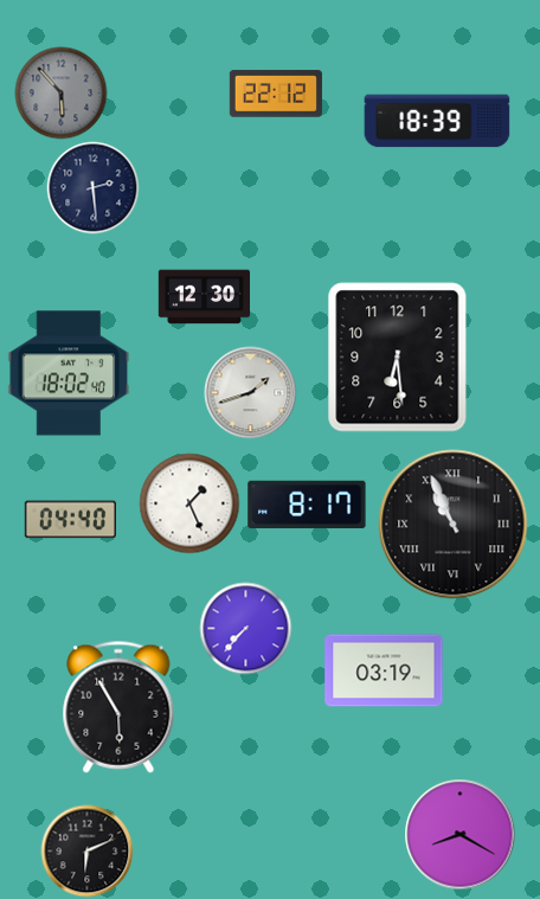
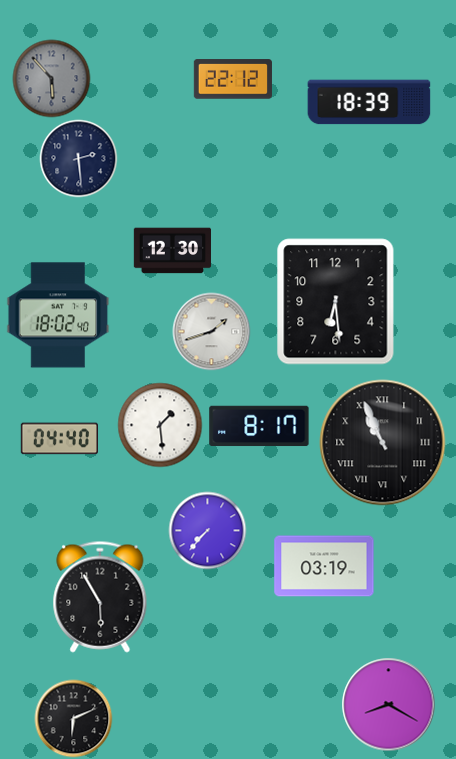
clock at (189, 503): 1:26 -> 1:29
